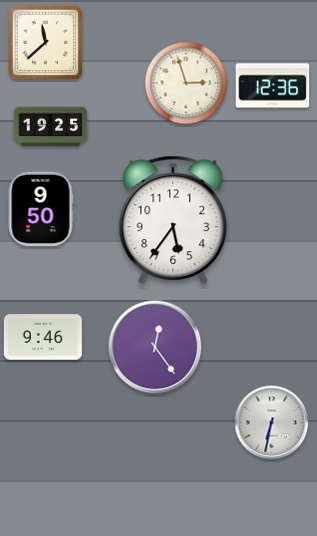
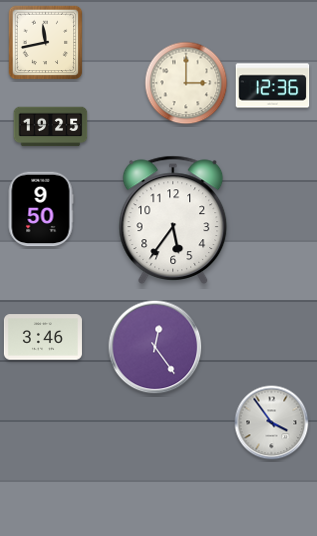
clock at (46, 43): 11:38 -> 11:43
clock at (186, 83): 2:57 -> 3:00
clock at (43, 337): 9:46 -> 3:46
clock at (272, 423): 6:32 -> 3:54
